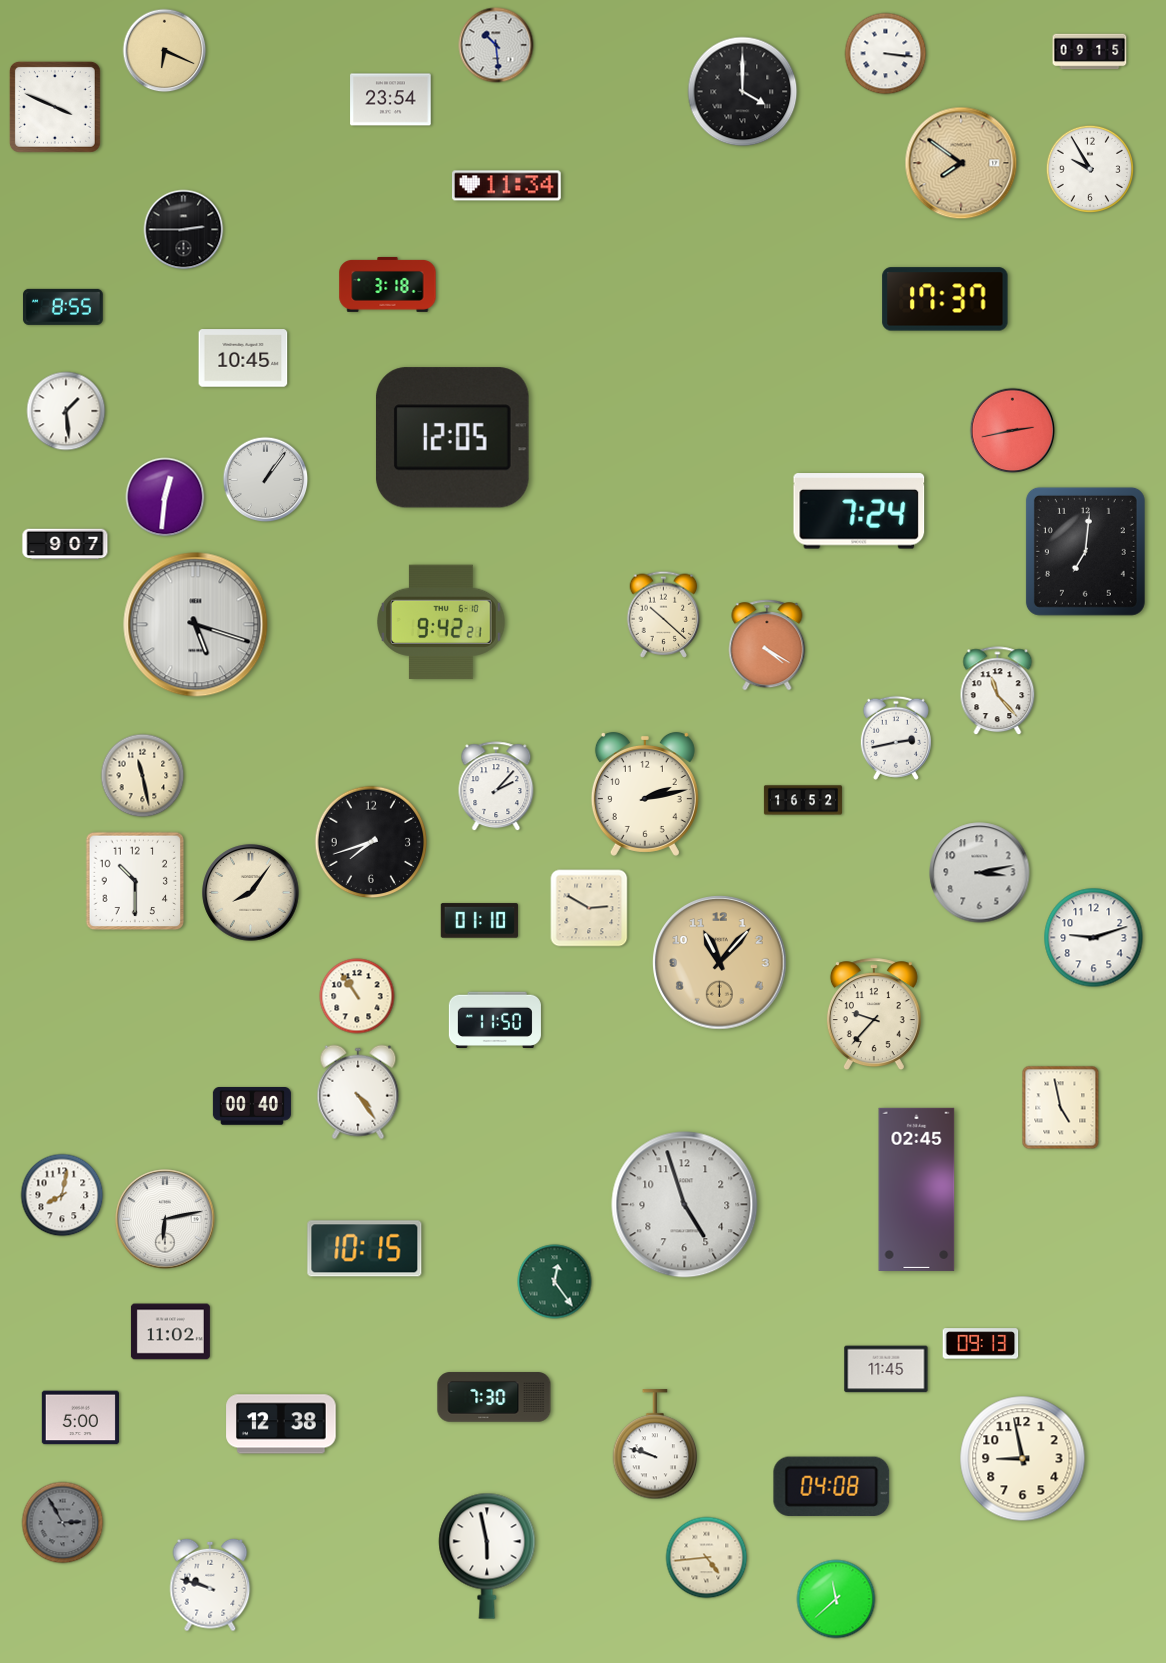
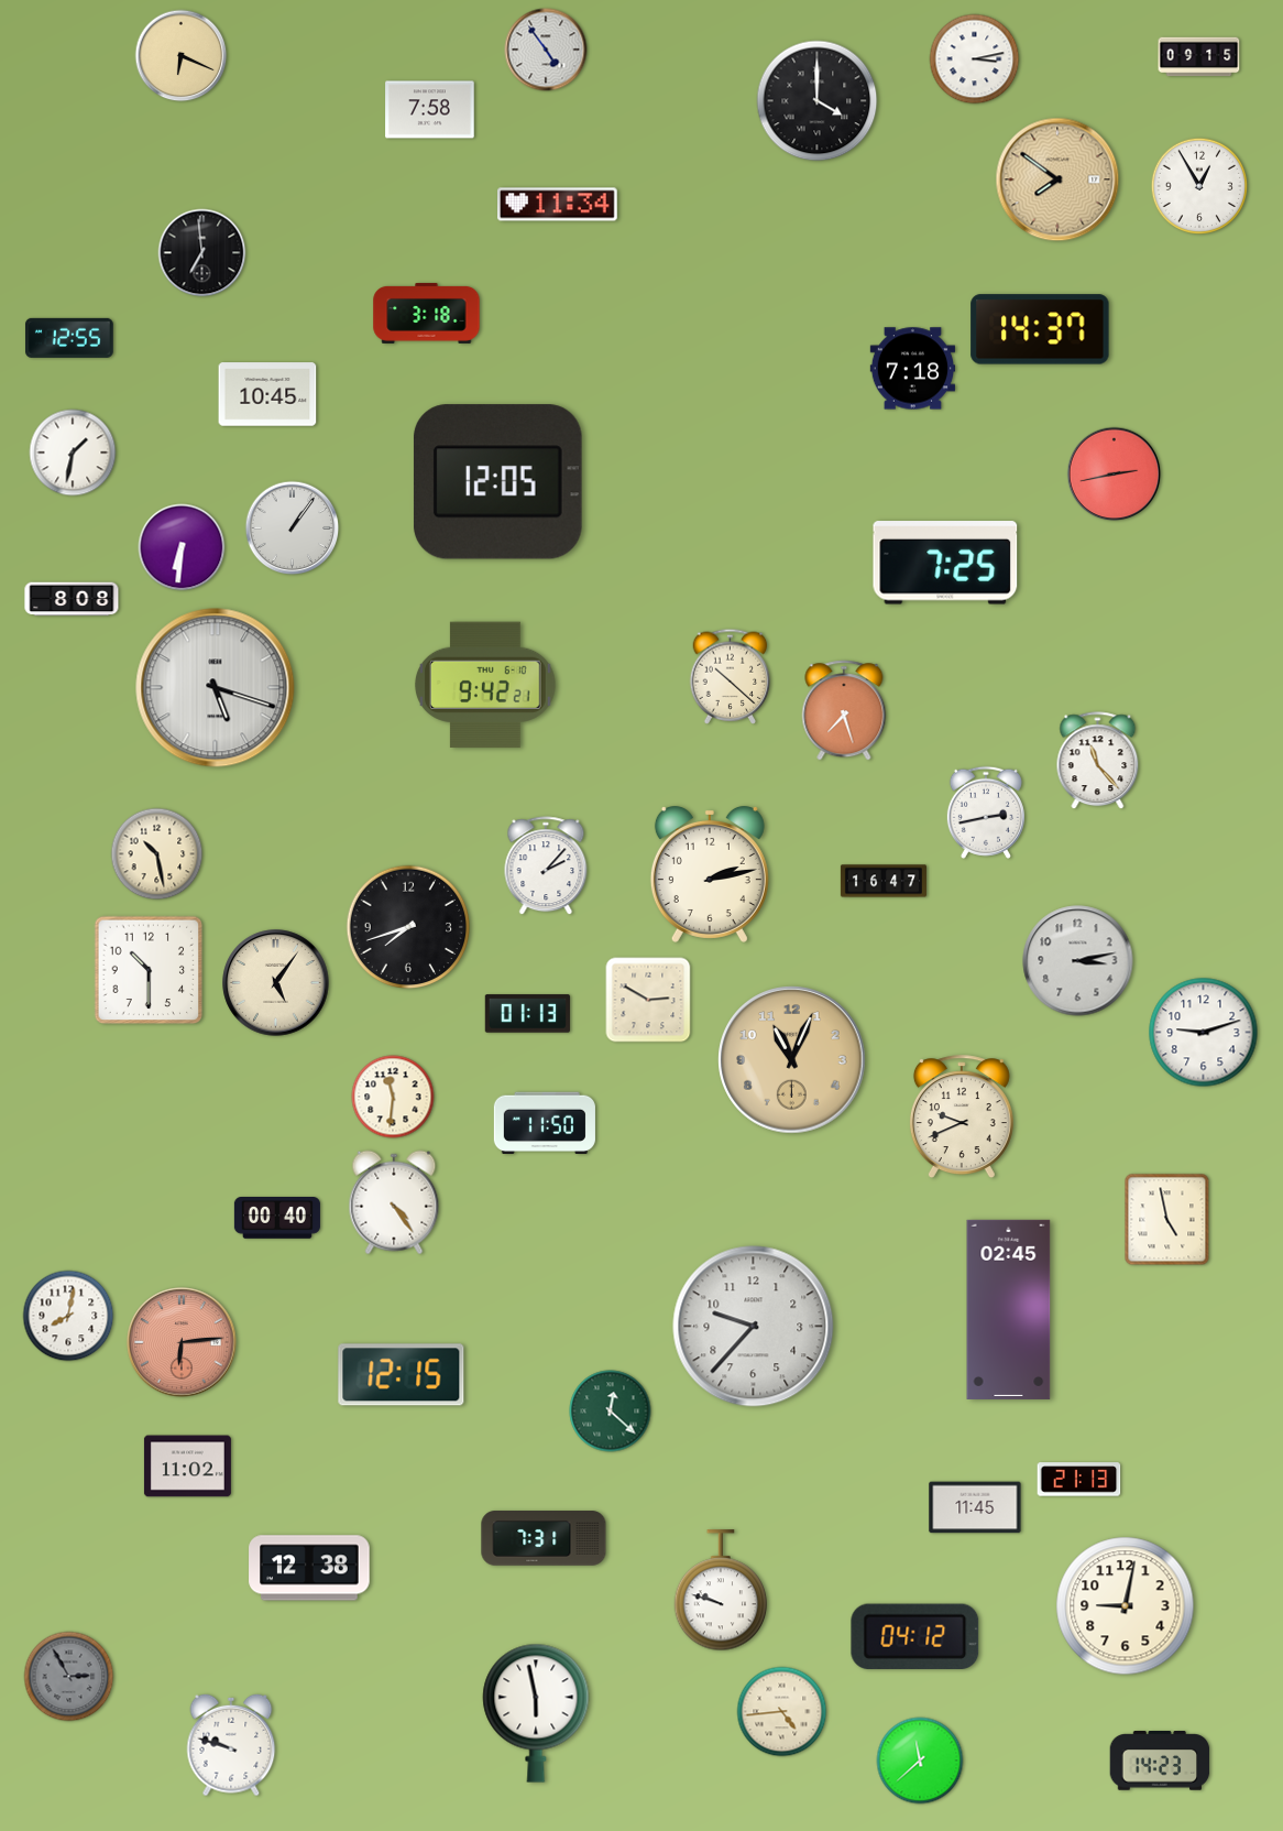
clock at (496, 45): 10:29 -> 4:54
clock at (886, 54): 3:16 -> 3:13
clock at (391, 100): 23:54 -> 7:58
clock at (55, 107): 3:49 -> none
clock at (1090, 169): 9:55 -> 12:55
clock at (184, 230): 2:45 -> 6:59
clock at (945, 299): 17:37 -> 14:37
clock at (63, 307): 8:55 -> 12:55
clock at (912, 369): none -> 7:18
clock at (66, 411): 1:29 -> 1:32
clock at (165, 497): 12:31 -> 6:31
clock at (859, 511): 7:24 -> 7:25
clock at (65, 544): 9:07 -> 8:08
clock at (1085, 551): 7:01 -> none
clock at (767, 645): 4:20 -> 7:27
clock at (143, 776): 11:28 -> 10:28
clock at (803, 800): 16:52 -> 16:47
clock at (251, 893): 8:06 -> 5:06
clock at (479, 921): 01:10 -> 01:13
clock at (720, 963): 11:07 -> 11:04
clock at (357, 996): 10:54 -> 11:31
clock at (874, 1015): 9:37 -> 9:41
clock at (685, 1205): 4:57 -> 9:37
clock at (165, 1219): 6:13 -> 6:14
clock at (165, 1219) dial: white -> salmon
clock at (365, 1249): 10:15 -> 12:15
clock at (555, 1282): 12:24 -> 12:22
clock at (981, 1344): 09:13 -> 21:13
clock at (494, 1397): 7:30 -> 7:31
clock at (80, 1418): 5:00 -> none
clock at (1023, 1459): 8:58 -> 9:02
clock at (832, 1486): 04:08 -> 04:12
clock at (707, 1558) position: (707, 1558) -> (782, 1712)
clock at (1160, 1761): none -> 14:23
